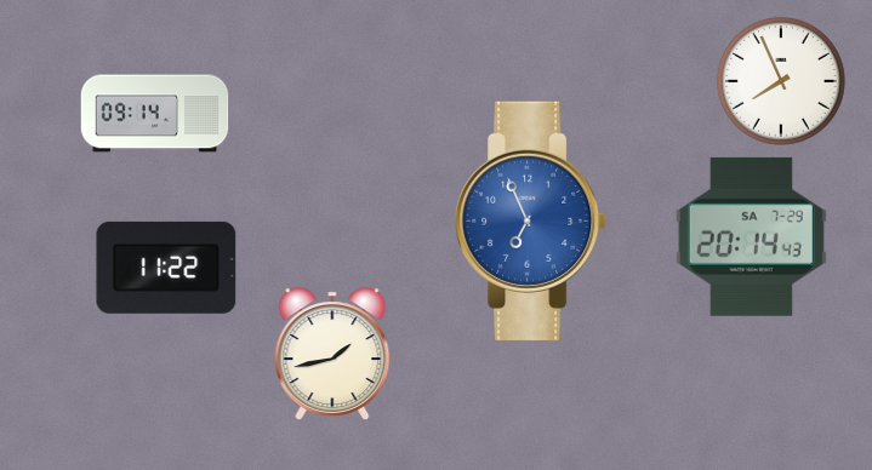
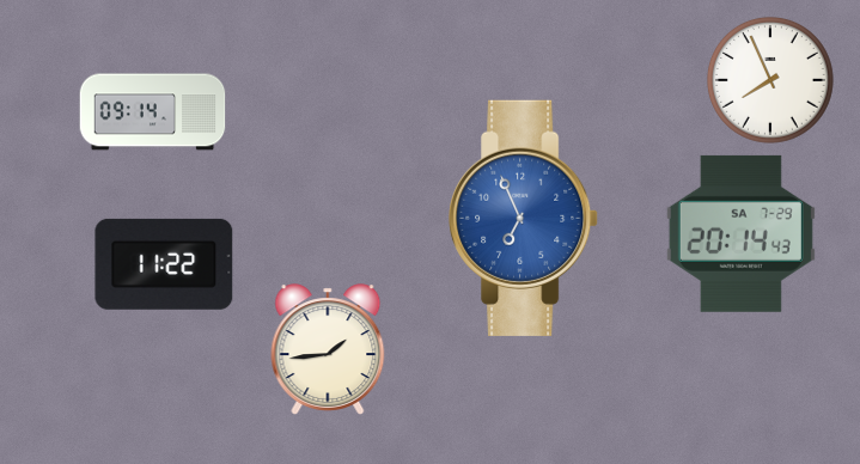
clock at (332, 354): 1:43 -> 1:44
